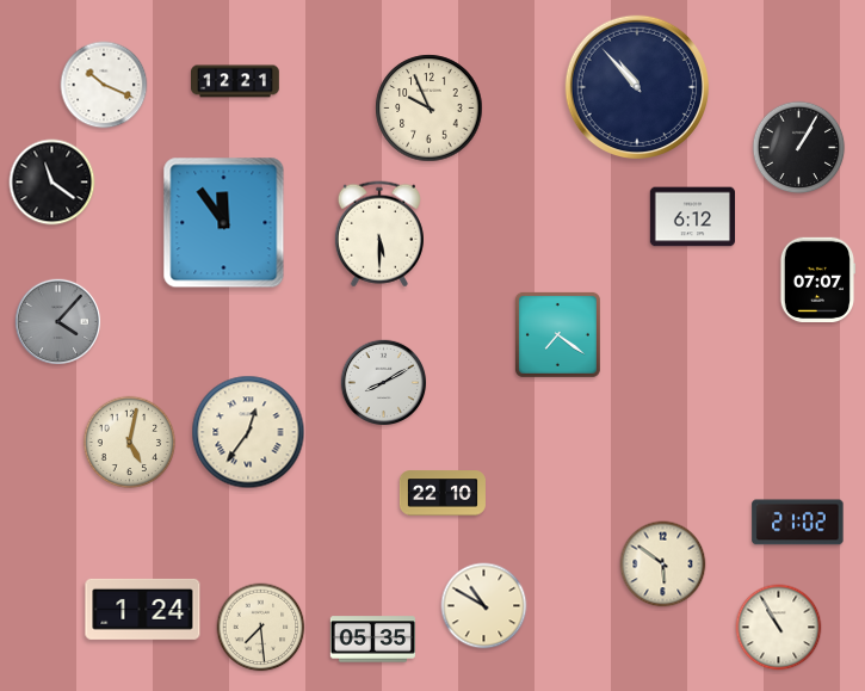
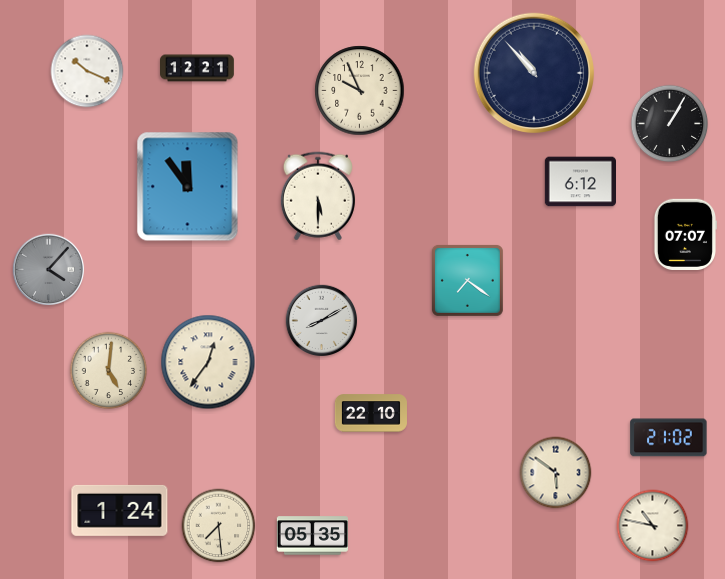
clock at (52, 183): 11:21 -> none
clock at (130, 443): 5:02 -> 5:01
clock at (484, 606): 10:50 -> none
clock at (779, 628): 10:55 -> 10:47
